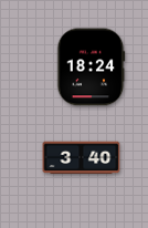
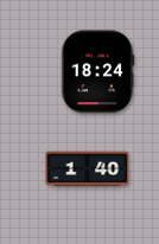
clock at (82, 158): 3:40 -> 1:40
